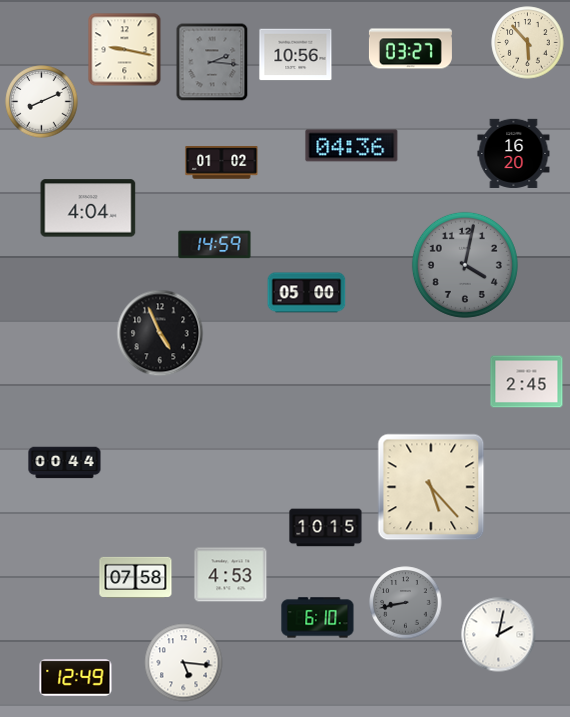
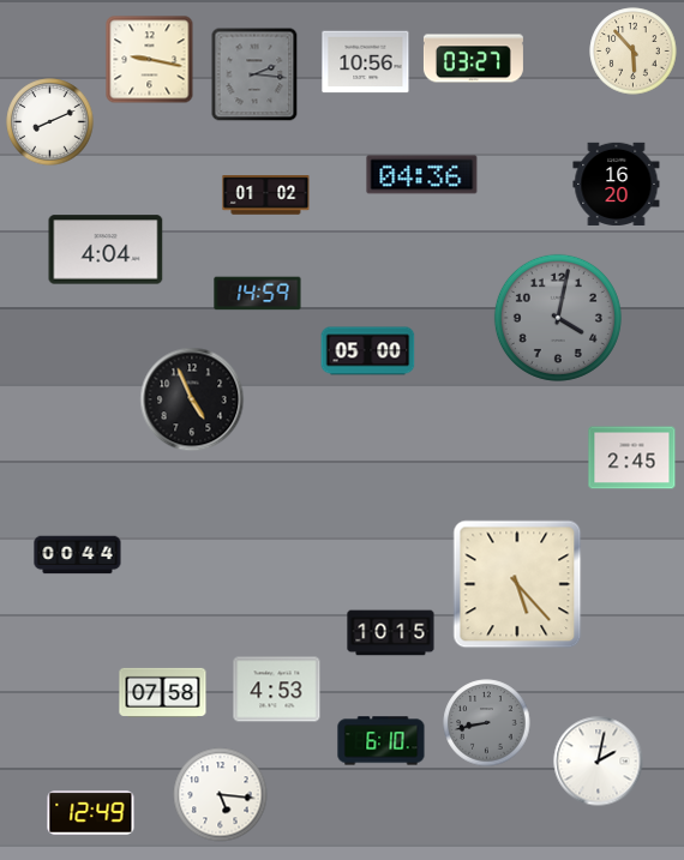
clock at (410, 49) position: (410, 49) -> (473, 59)
clock at (296, 55) position: (296, 55) -> (366, 62)
